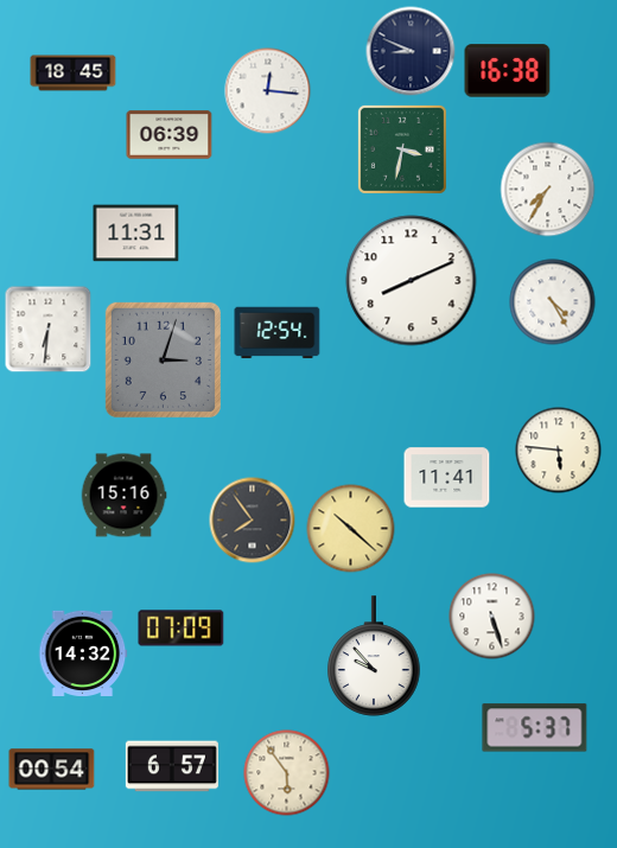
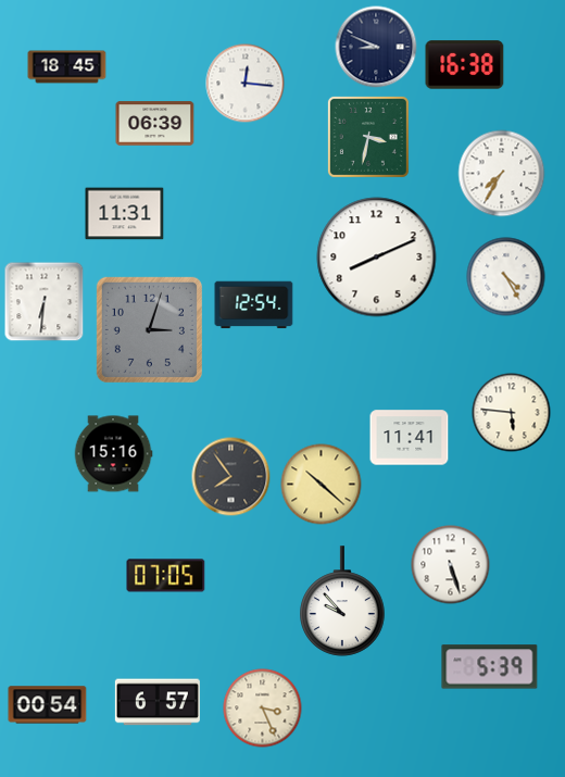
clock at (182, 629): 07:09 -> 07:05
clock at (83, 652): 14:32 -> none
clock at (535, 728): 5:37 -> 5:39
clock at (287, 773): 5:54 -> 3:26
